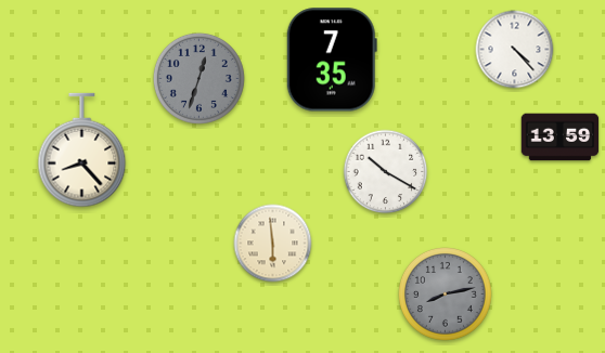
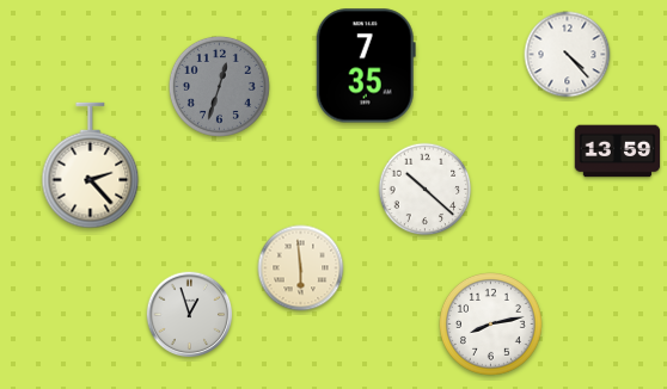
clock at (82, 151): 8:23 -> 2:23
clock at (386, 172): 10:20 -> 10:22
clock at (190, 315): none -> 12:57
clock at (446, 295) dial: grey -> white
